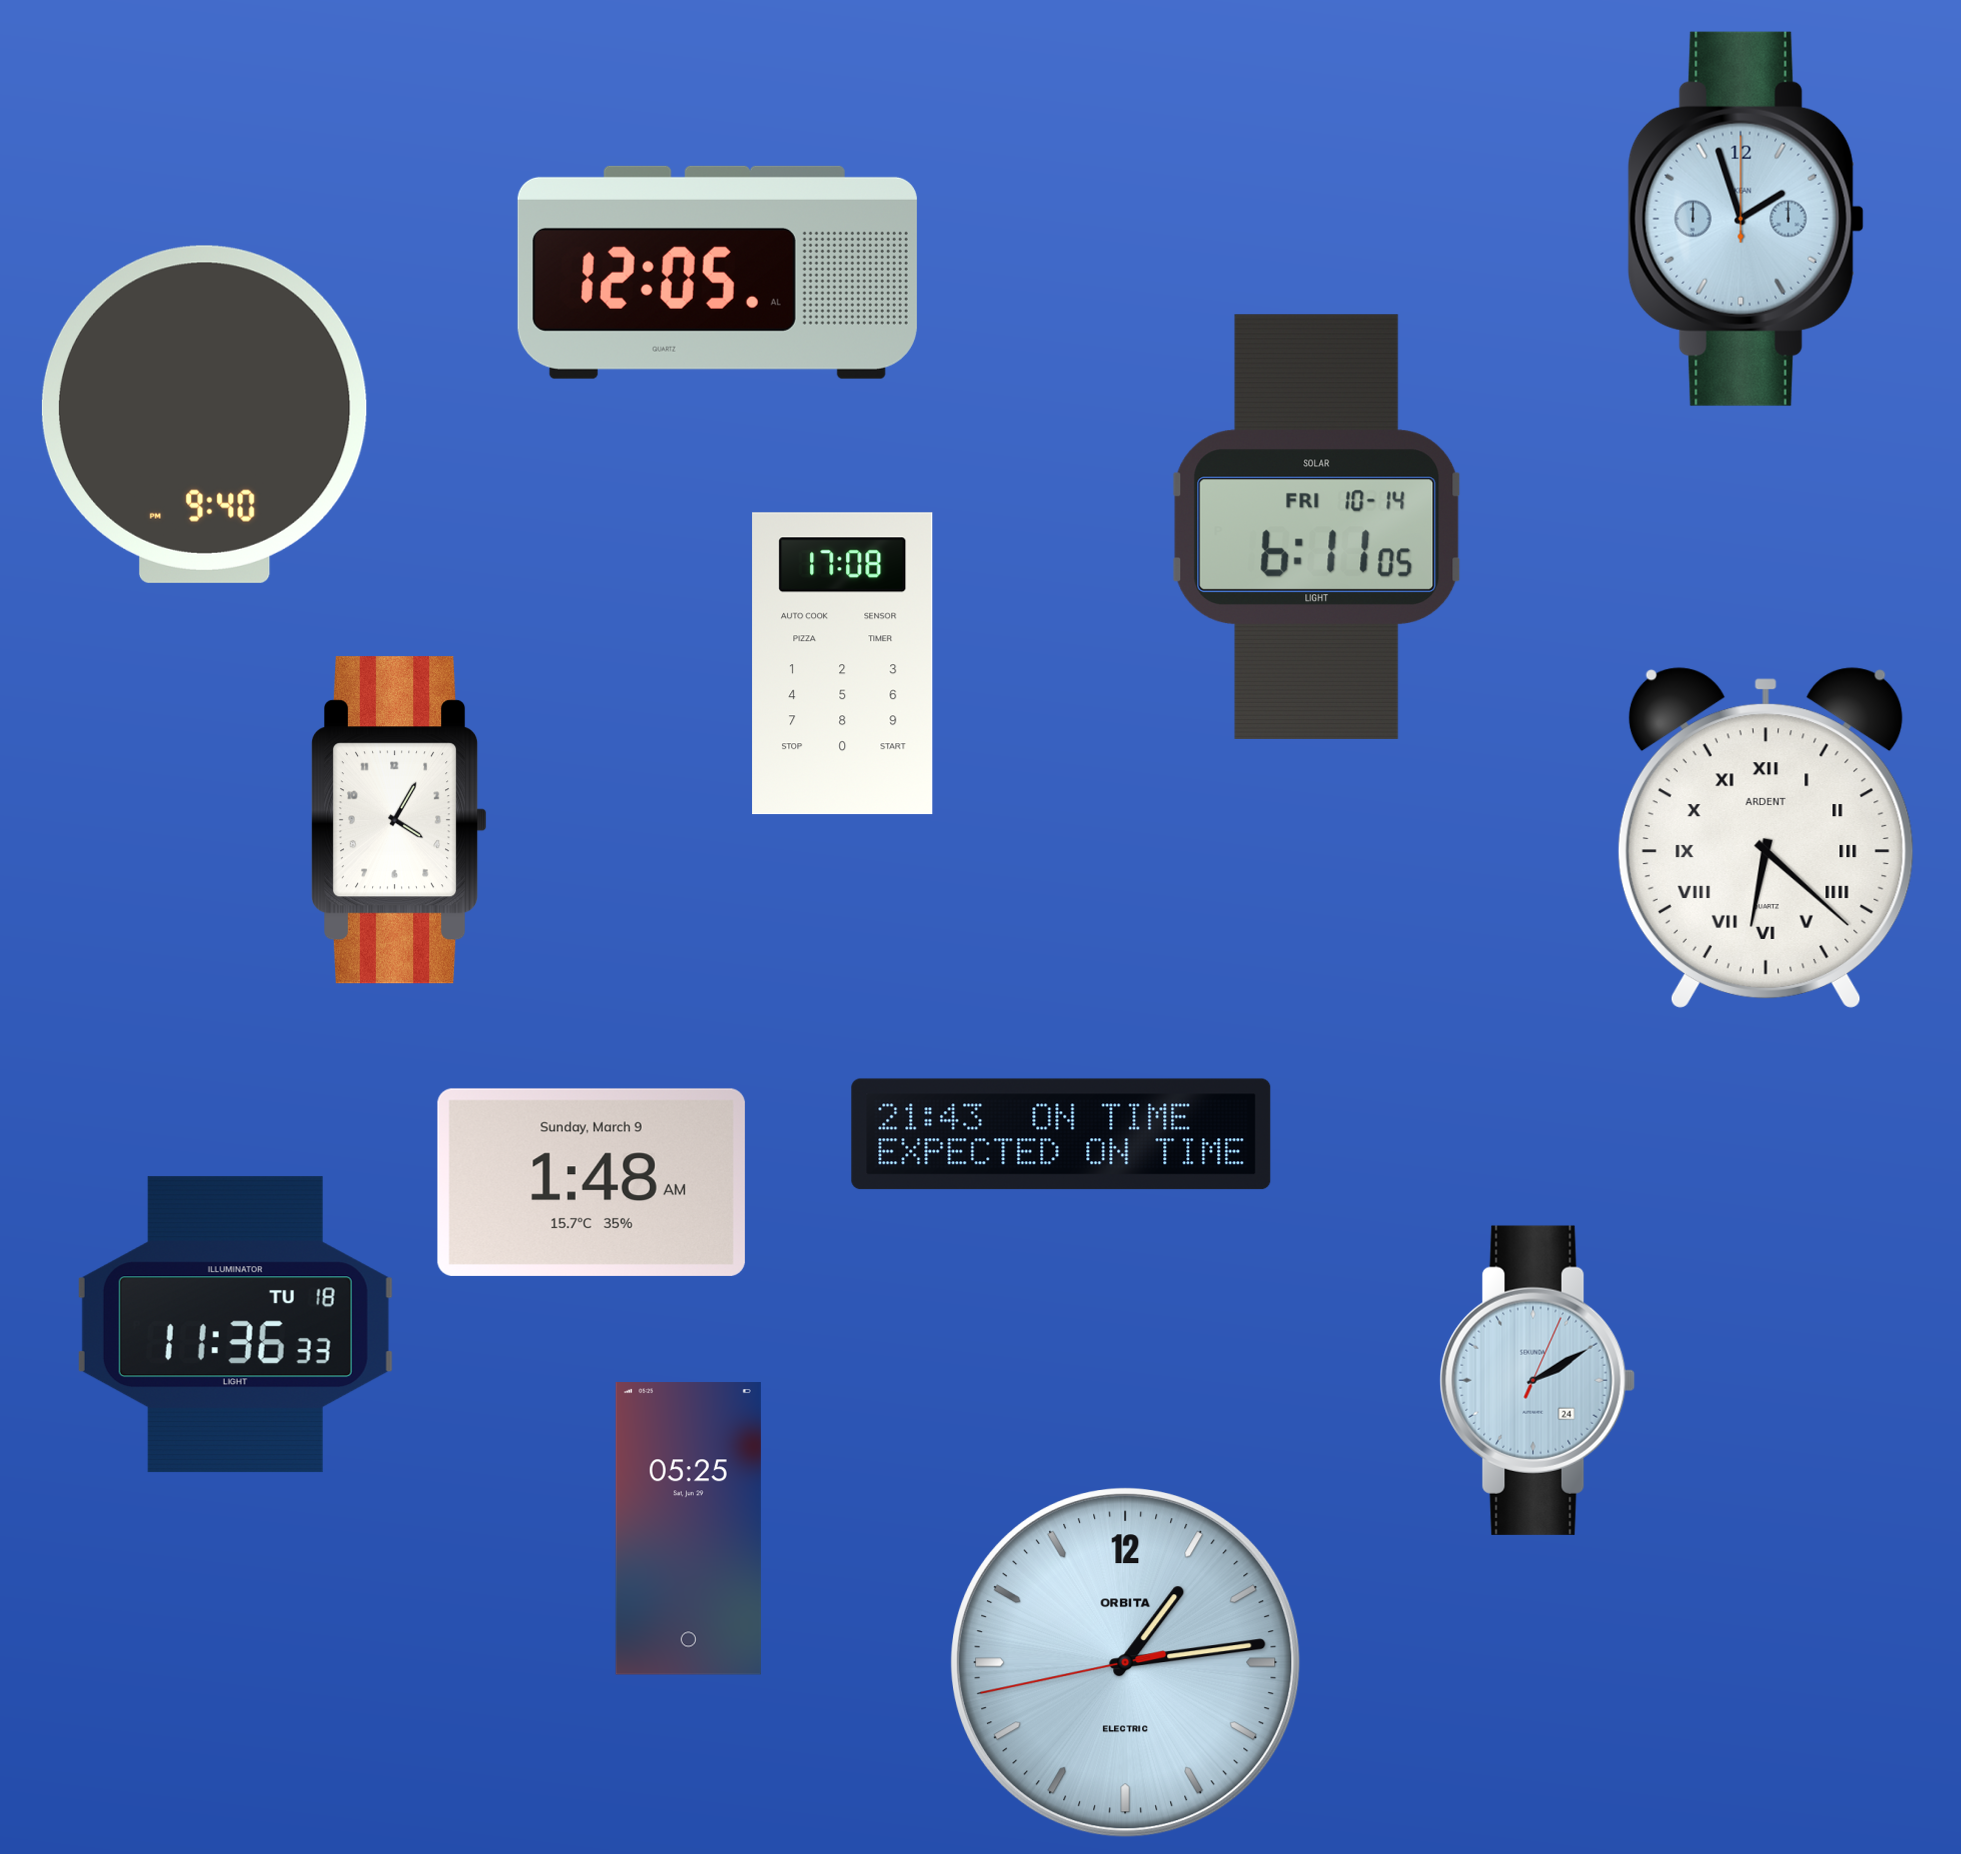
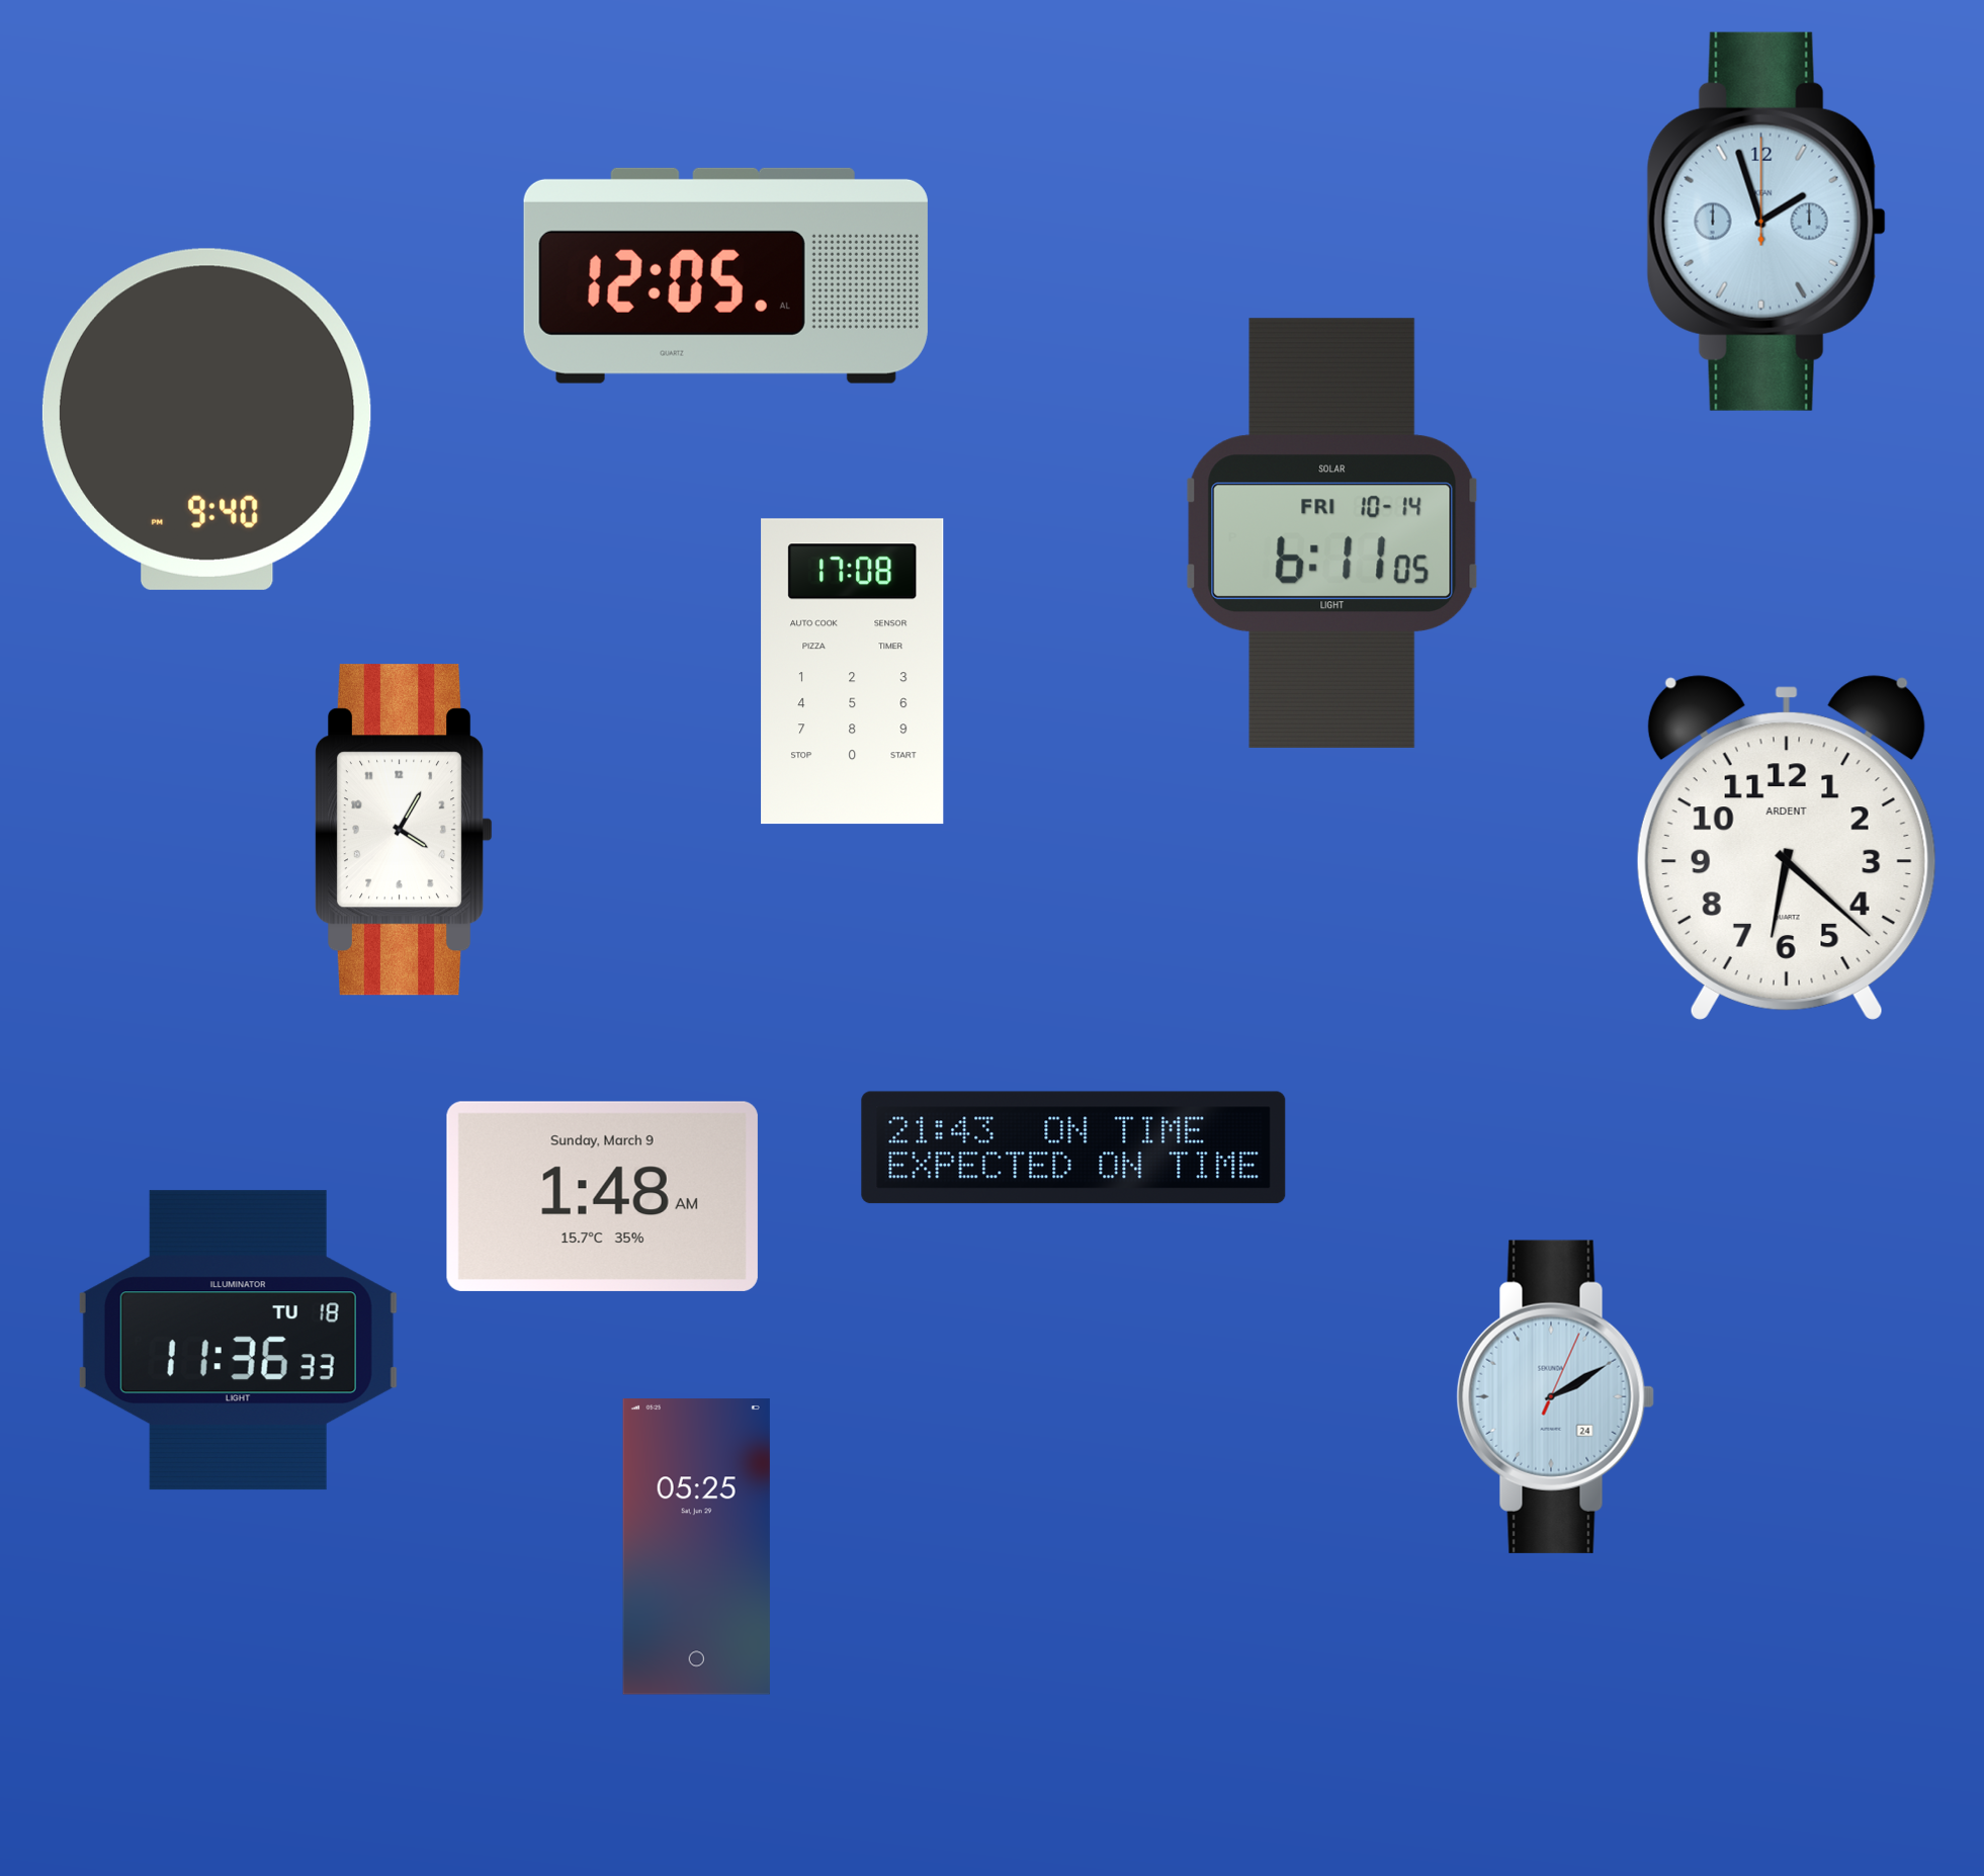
clock at (1766, 838) numerals: Roman -> Arabic
clock at (591, 1182) position: (591, 1182) -> (602, 1196)
clock at (1126, 1663): 1:13 -> none
